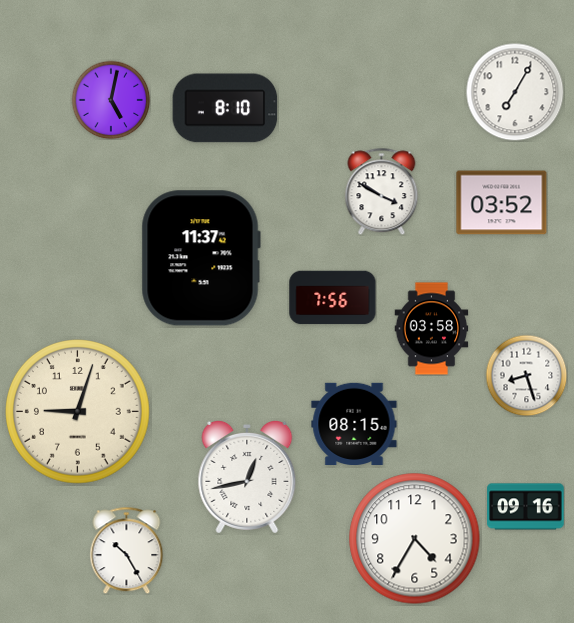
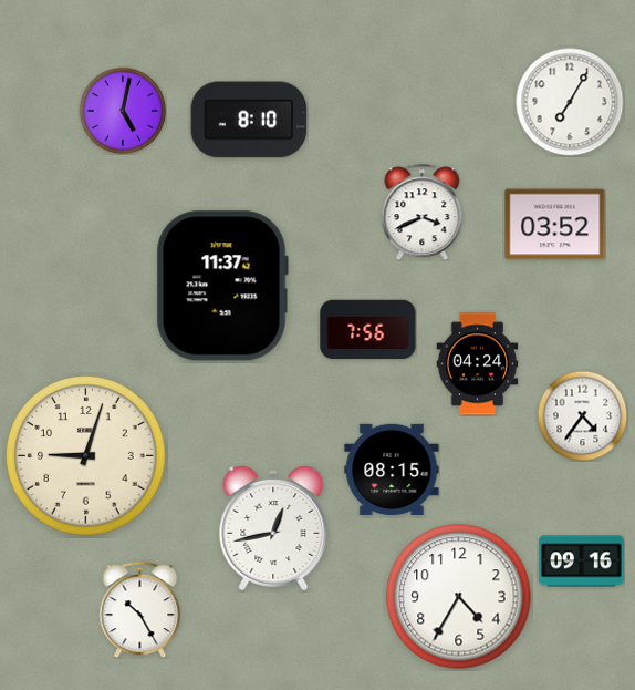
clock at (382, 191): 3:50 -> 3:41
clock at (432, 329): 03:58 -> 04:24
clock at (526, 375): 8:27 -> 4:36
